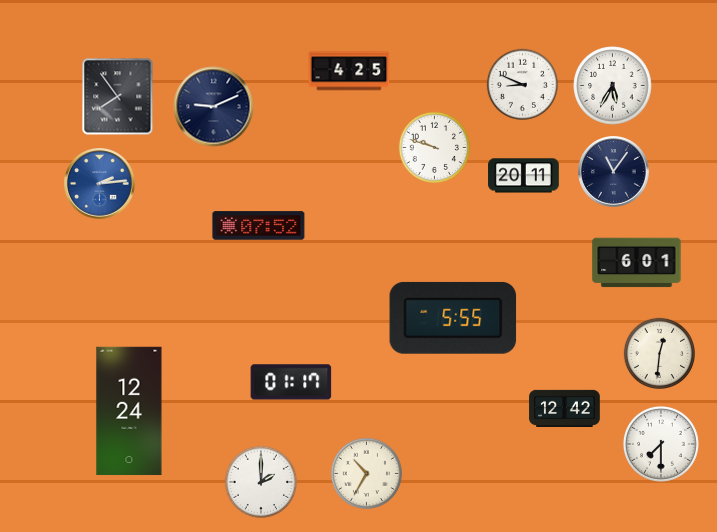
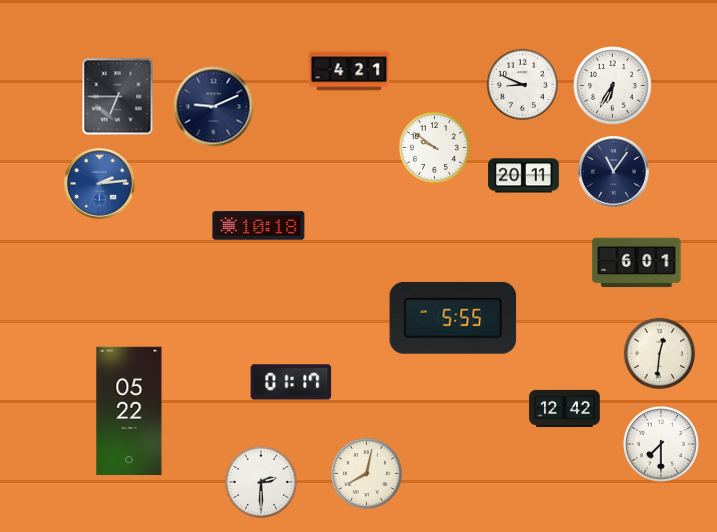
clock at (349, 71): 4:25 -> 4:21
clock at (613, 86): 5:35 -> 6:35
clock at (118, 97): 7:54 -> 6:45
clock at (435, 148): 9:48 -> 9:51
clock at (259, 226): 07:52 -> 10:18
clock at (129, 411): 12:24 -> 05:22
clock at (367, 474): 10:35 -> 8:02
clock at (261, 482): 2:00 -> 2:30
